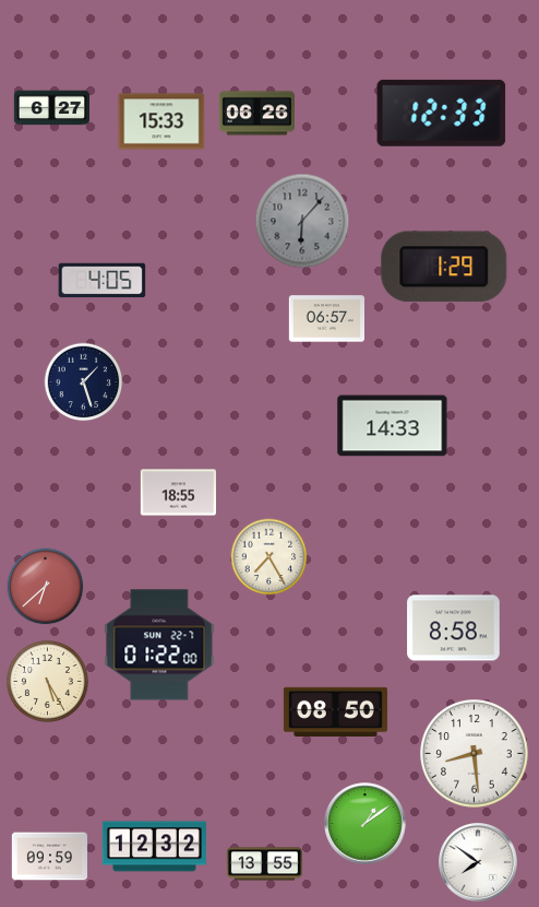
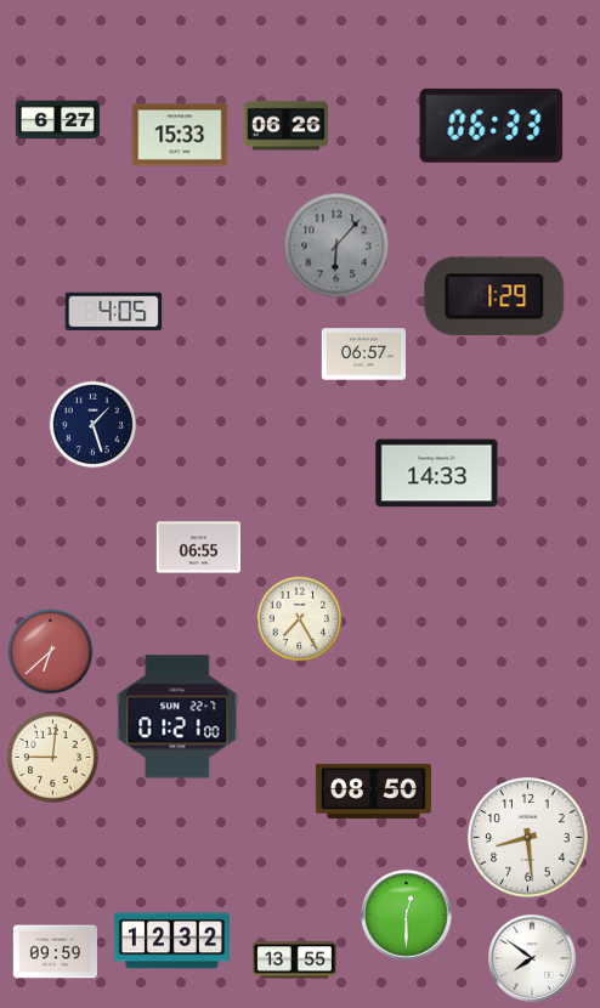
clock at (442, 113): 12:33 -> 06:33
clock at (178, 493): 18:55 -> 06:55
clock at (454, 628): 8:58 -> none
clock at (159, 645): 01:22 -> 01:21
clock at (47, 681): 5:25 -> 9:01
clock at (366, 824): 1:09 -> 12:30
